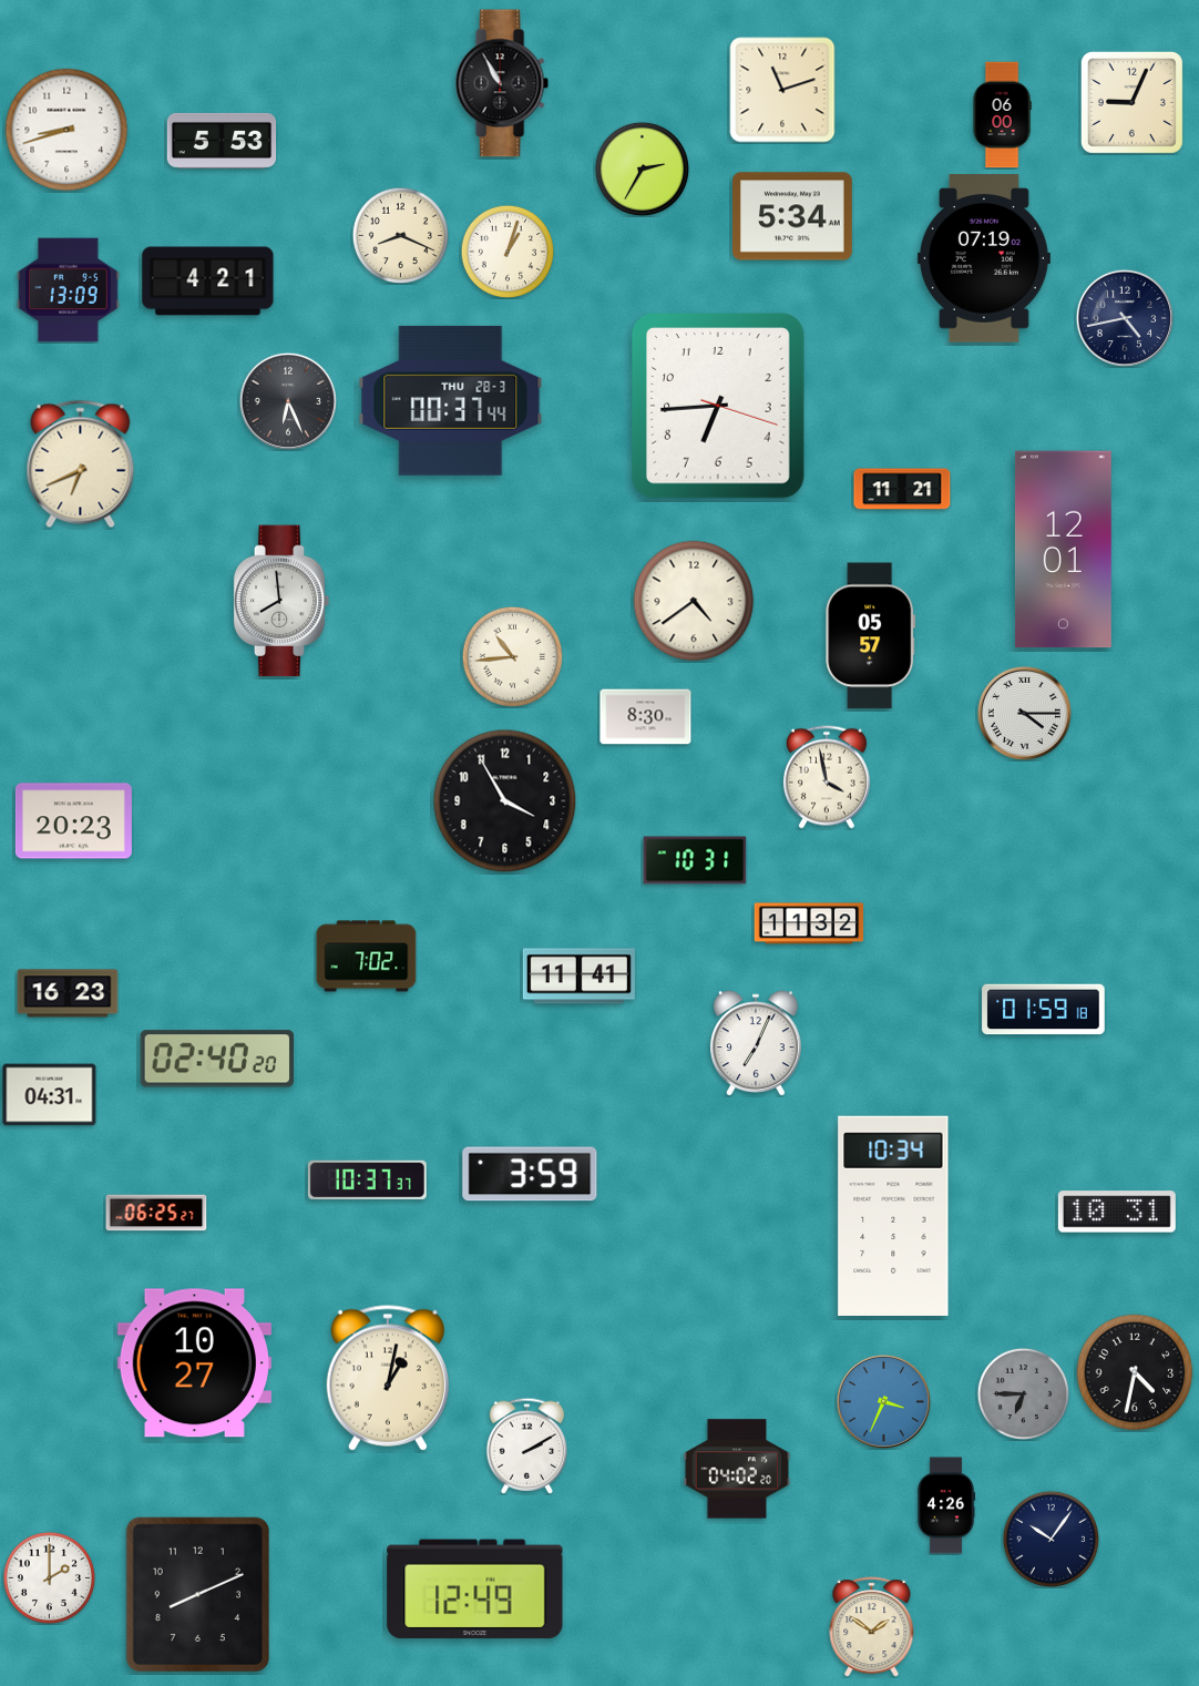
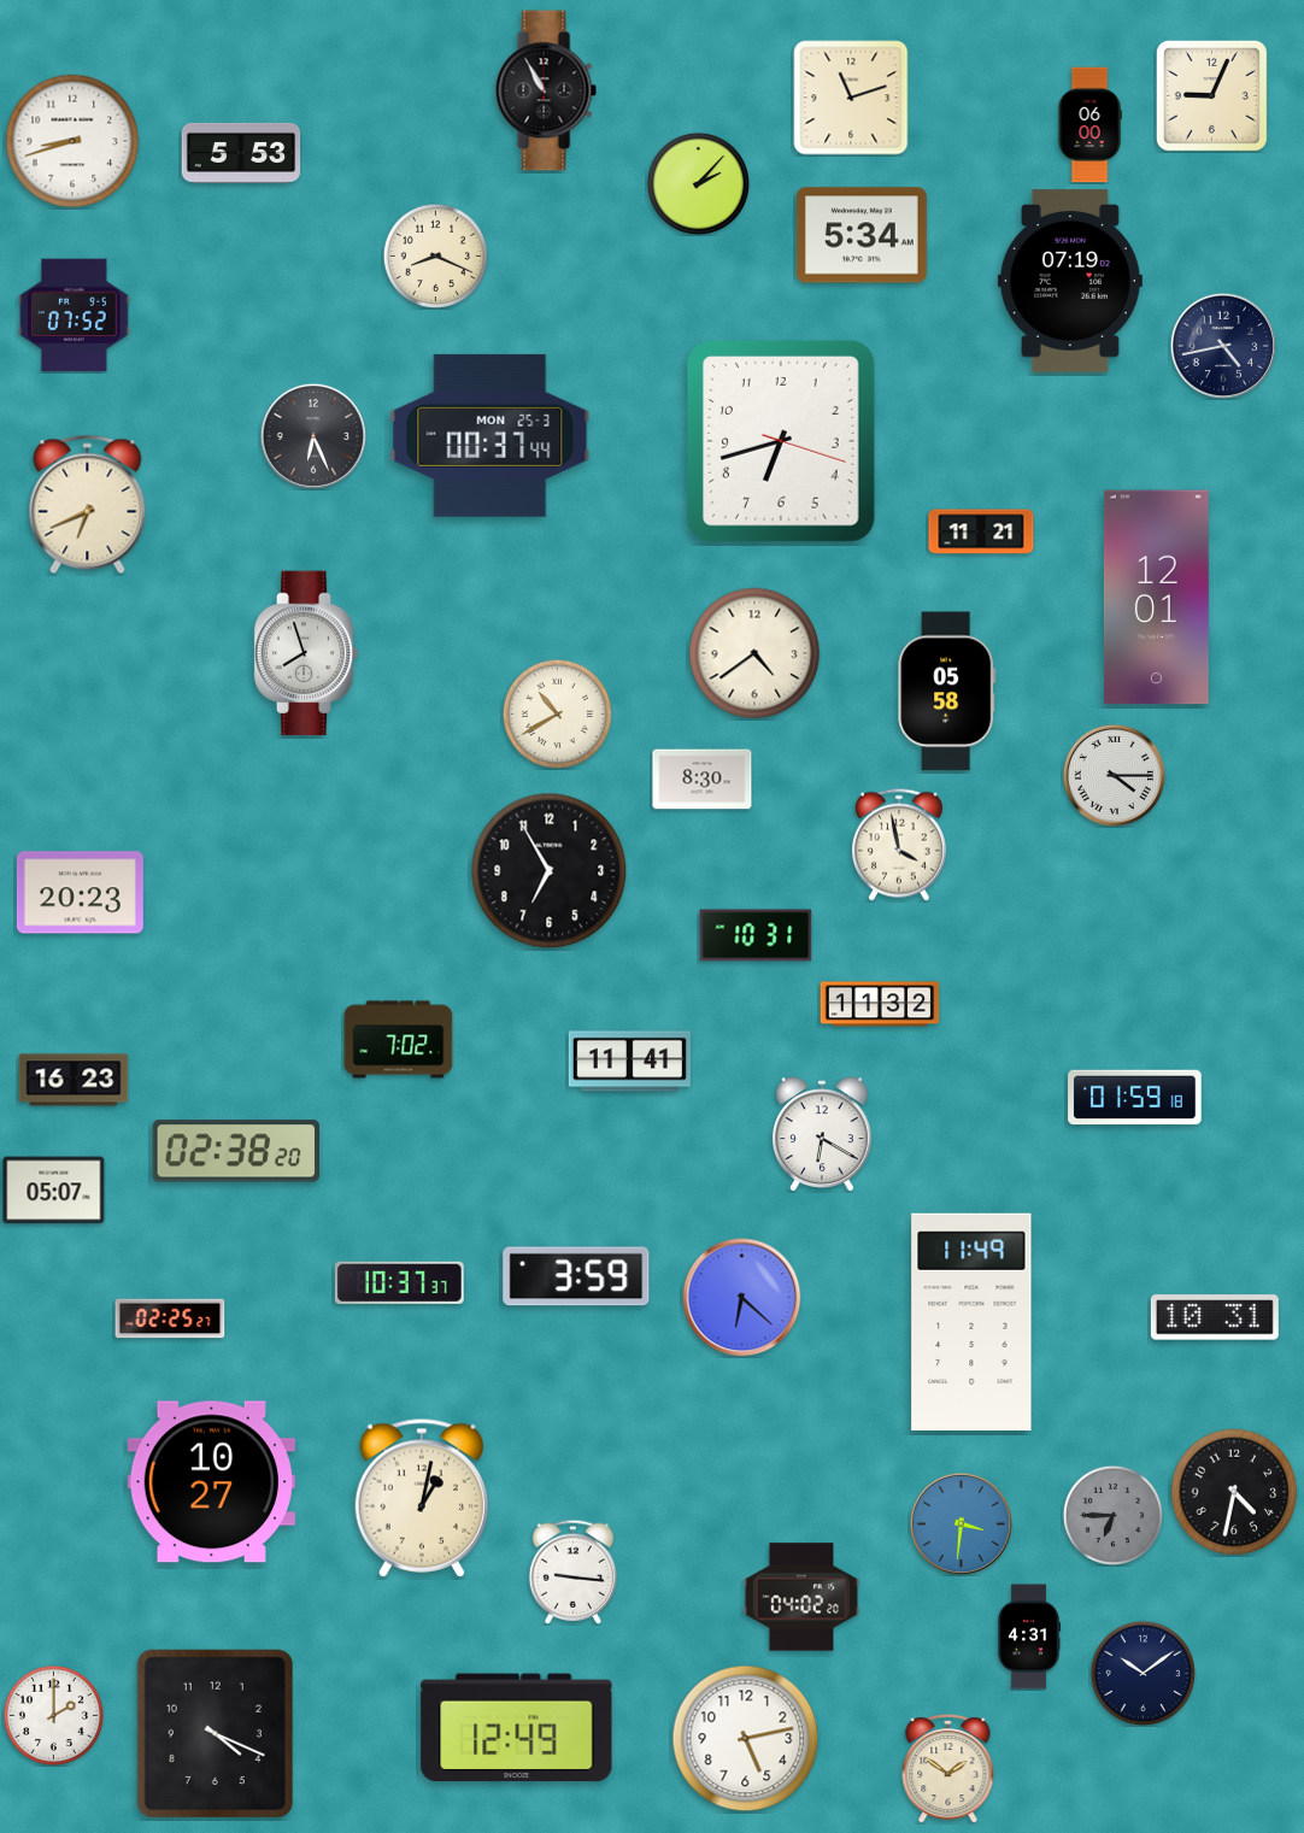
clock at (1131, 102) position: (1131, 102) -> (1211, 95)
clock at (642, 168): 2:35 -> 2:07
clock at (506, 251): 1:03 -> none
clock at (208, 282): 4:21 -> none
clock at (69, 290): 13:09 -> 07:52
clock at (451, 400) date: THU 28-3 -> MON 25-3
clock at (719, 407): 6:44 -> 6:42
clock at (281, 601): 7:59 -> 7:57
clock at (871, 636): 05:57 -> 05:58
clock at (512, 656): 10:44 -> 10:40
clock at (505, 801): 3:55 -> 6:55
clock at (757, 1043): 7:04 -> 6:20
clock at (216, 1059): 02:40 -> 02:38
clock at (50, 1095): 04:31 -> 05:07
clock at (742, 1298): none -> 6:22
clock at (156, 1213): 06:25 -> 02:25
clock at (893, 1215): 10:34 -> 11:49
clock at (883, 1401): 3:34 -> 3:31
clock at (527, 1445): 2:10 -> 9:16
clock at (946, 1505): 4:26 -> 4:31
clock at (1051, 1539): 10:06 -> 10:09
clock at (197, 1594): 8:11 -> 4:19
clock at (746, 1739): none -> 5:13
